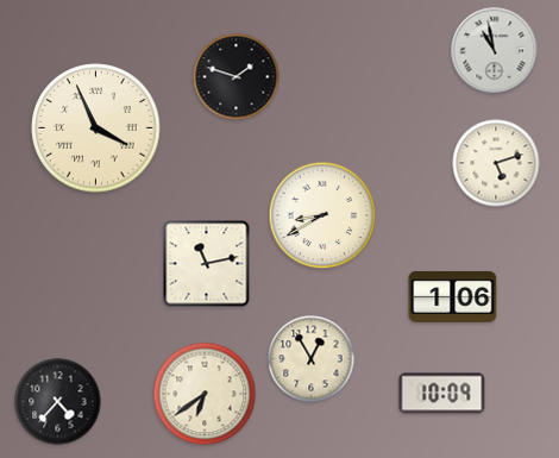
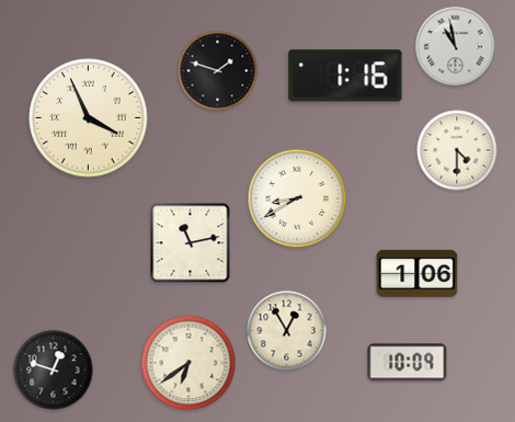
clock at (345, 76): none -> 1:16
clock at (496, 163): 5:12 -> 4:30
clock at (58, 402): 4:37 -> 12:48
